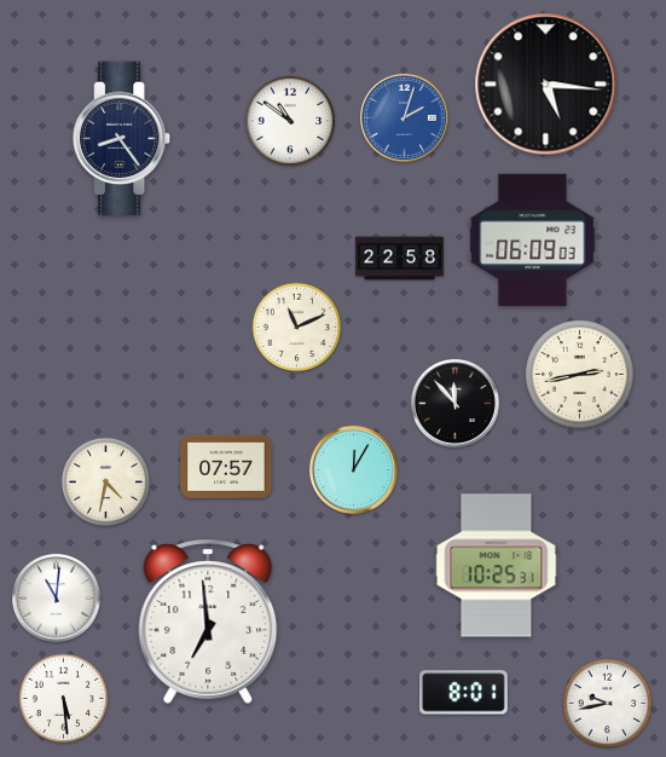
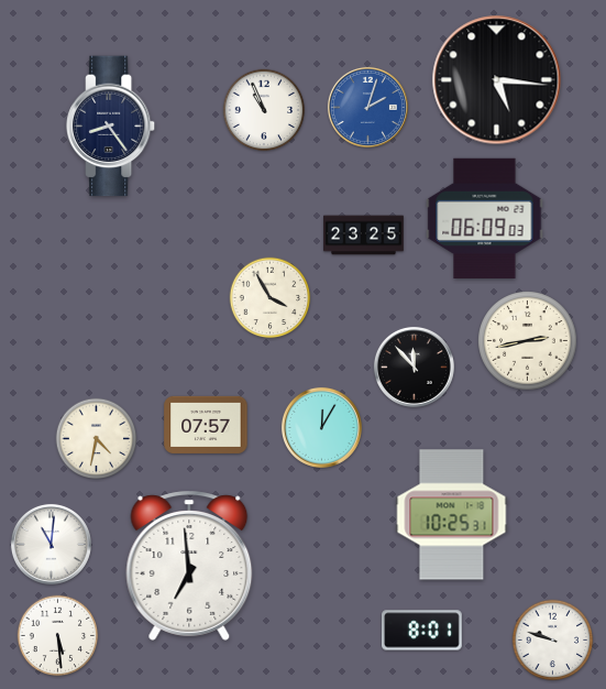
clock at (546, 85) position: (546, 85) -> (497, 80)
clock at (290, 121): 10:51 -> 10:56
clock at (400, 259): 22:58 -> 23:25
clock at (297, 328): 11:11 -> 3:55
clock at (608, 704): 9:43 -> 9:48
